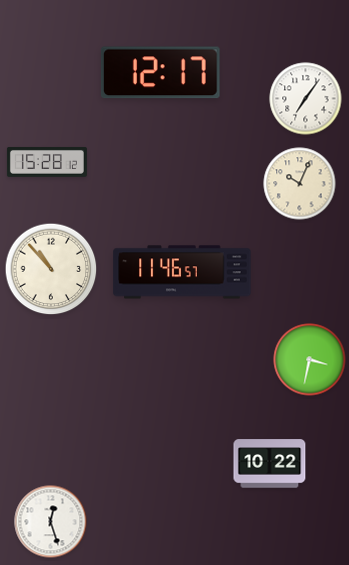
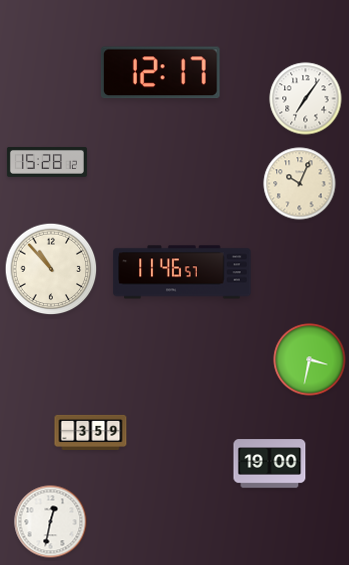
clock at (91, 432): none -> 3:59
clock at (270, 464): 10:22 -> 19:00
clock at (51, 522): 12:27 -> 12:32
